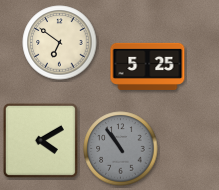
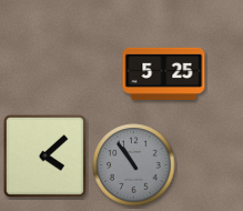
clock at (60, 43): 6:51 -> none
clock at (40, 140): 4:10 -> 4:08
